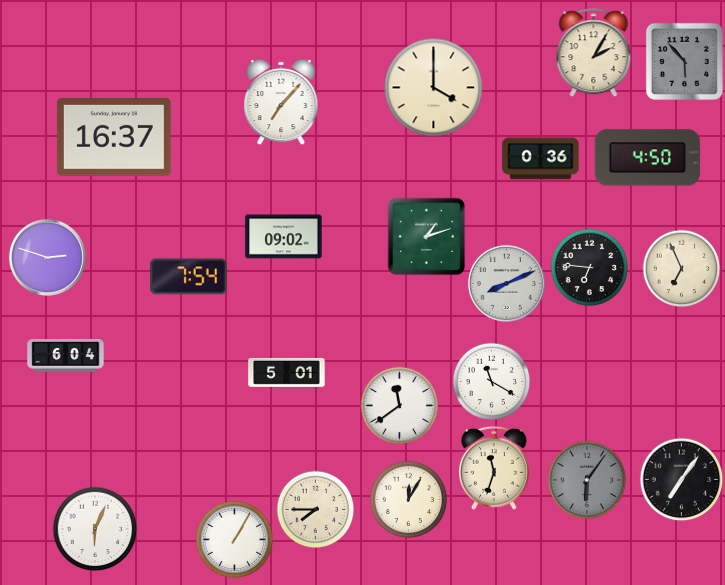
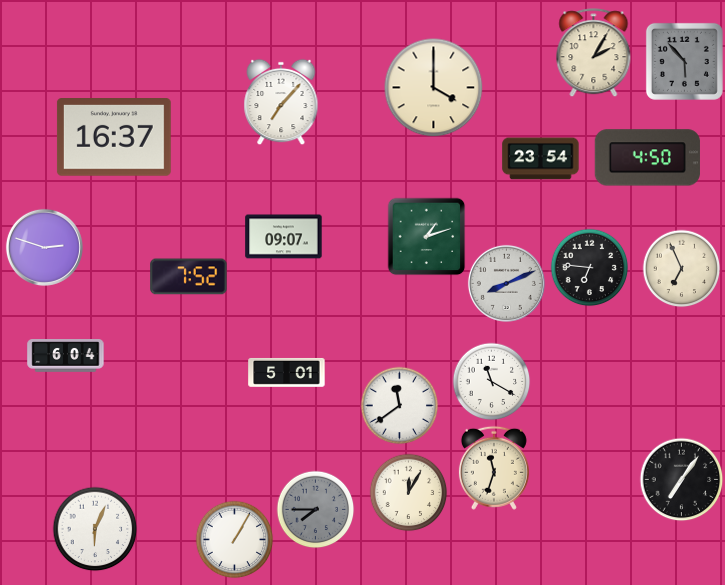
clock at (541, 159): 0:36 -> 23:54
clock at (284, 237): 09:02 -> 09:07
clock at (47, 257) position: (47, 257) -> (44, 247)
clock at (189, 277): 7:54 -> 7:52
clock at (587, 480): 6:06 -> none
clock at (408, 499) position: (408, 499) -> (408, 492)
clock at (315, 509) dial: cream -> grey
